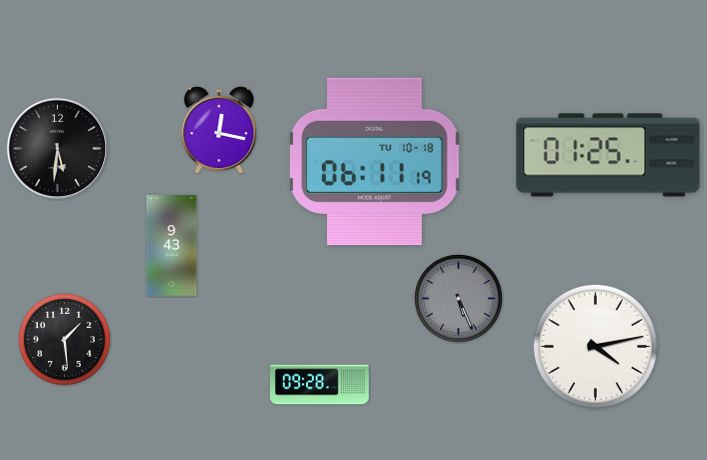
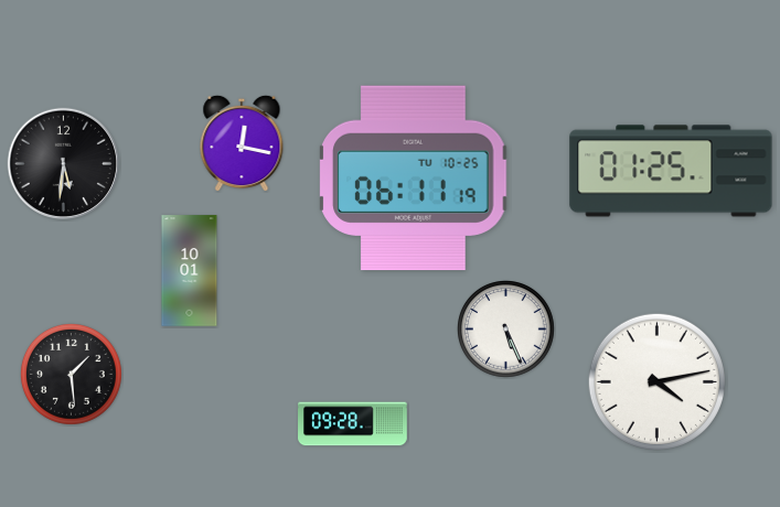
clock at (375, 162) date: TU 10-18 -> TU 10-25
clock at (172, 246): 9:43 -> 10:01
clock at (459, 299) dial: grey -> white
